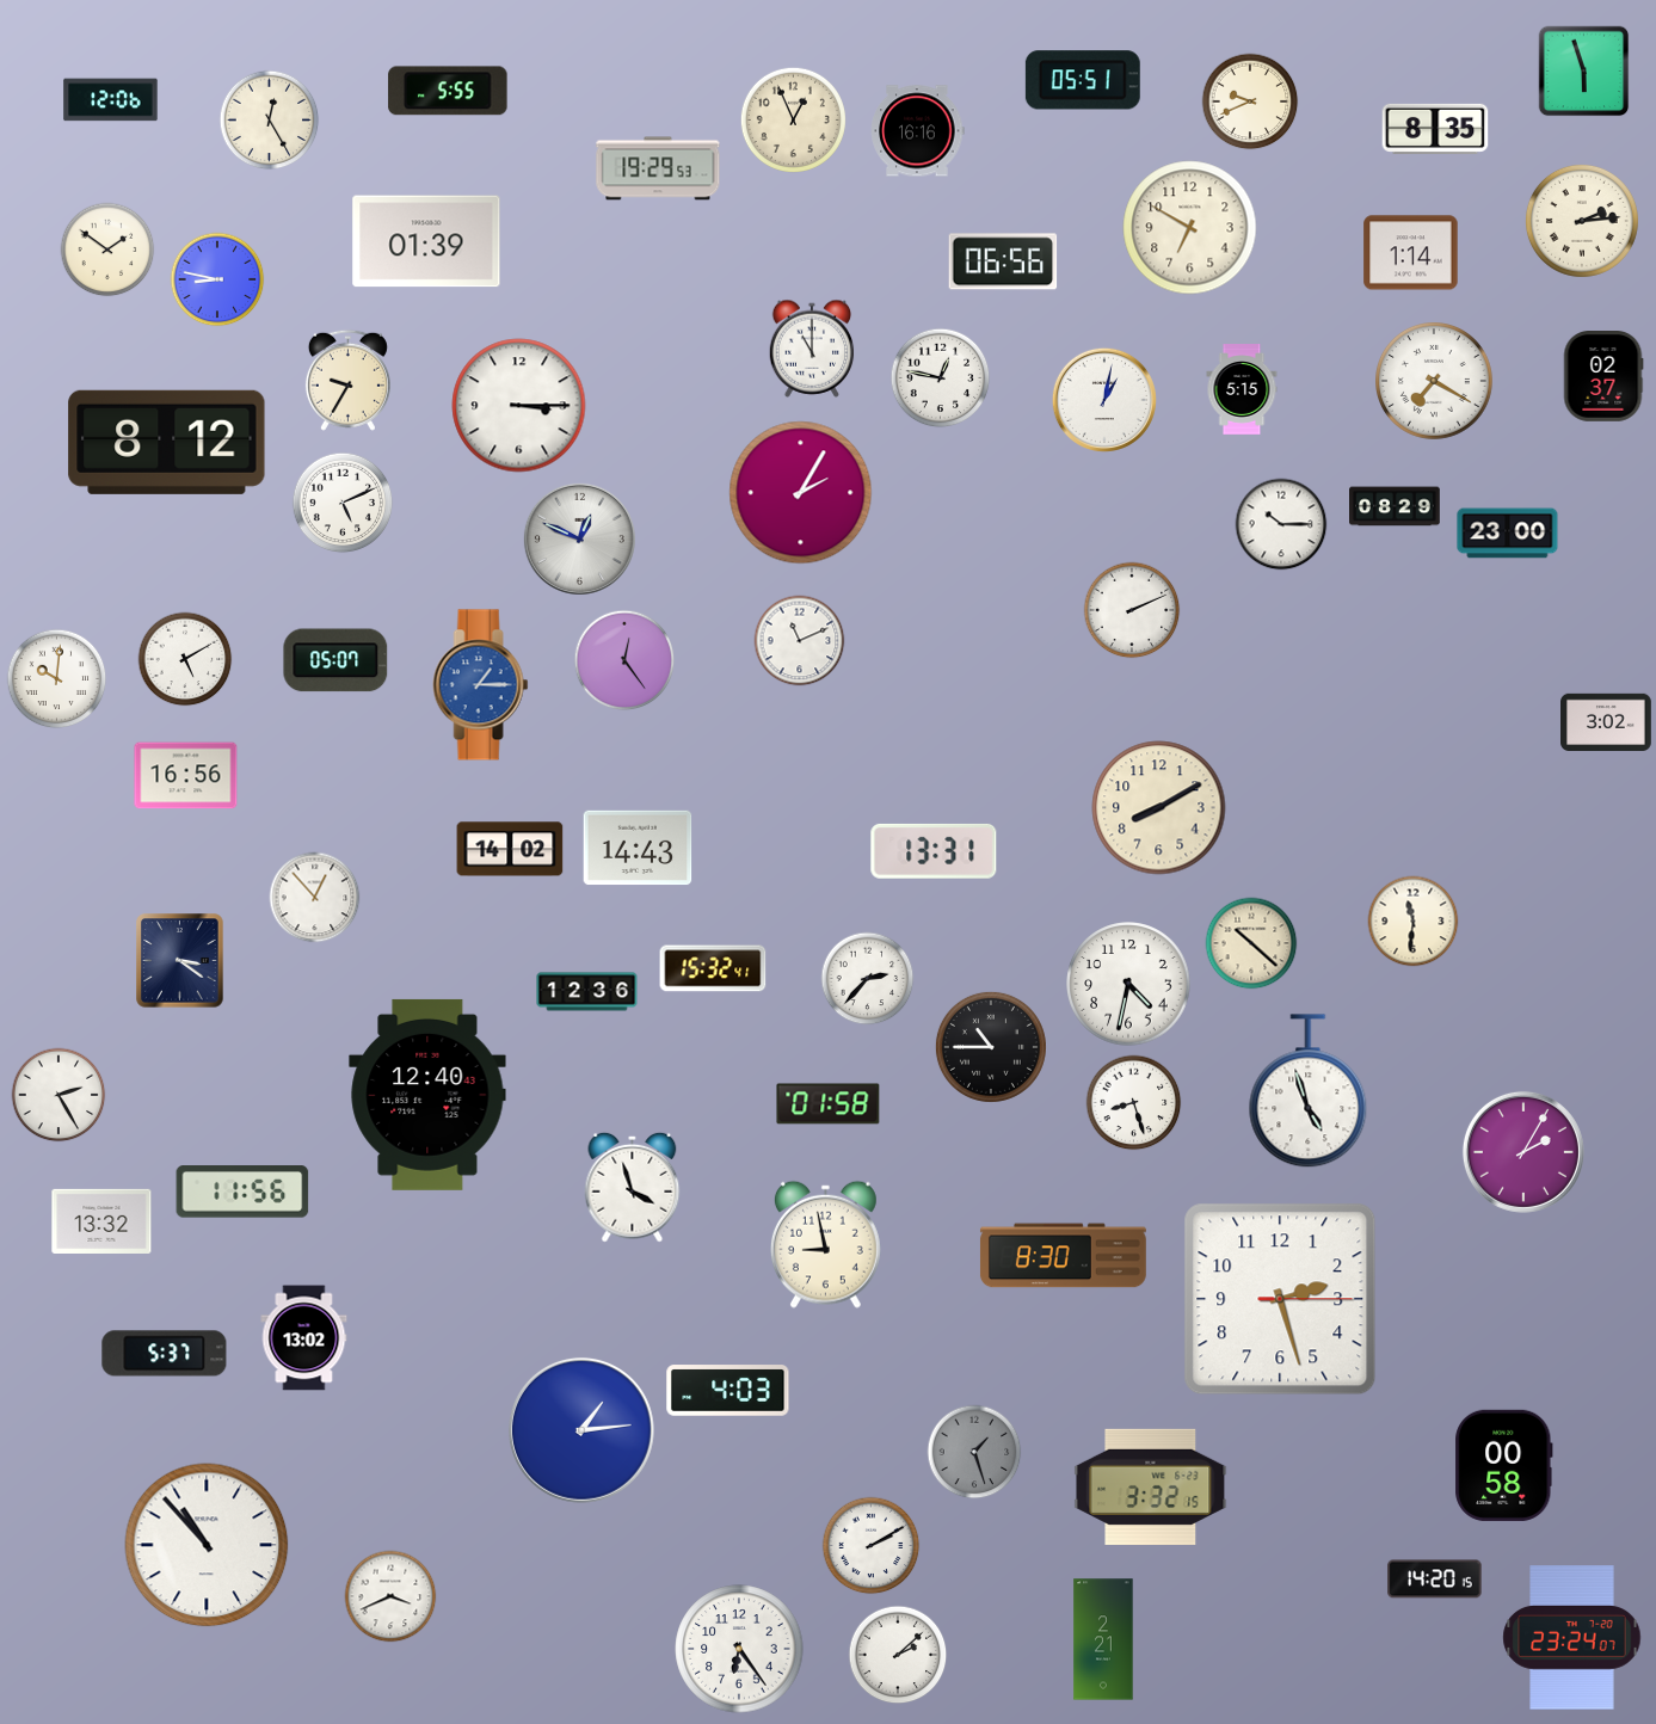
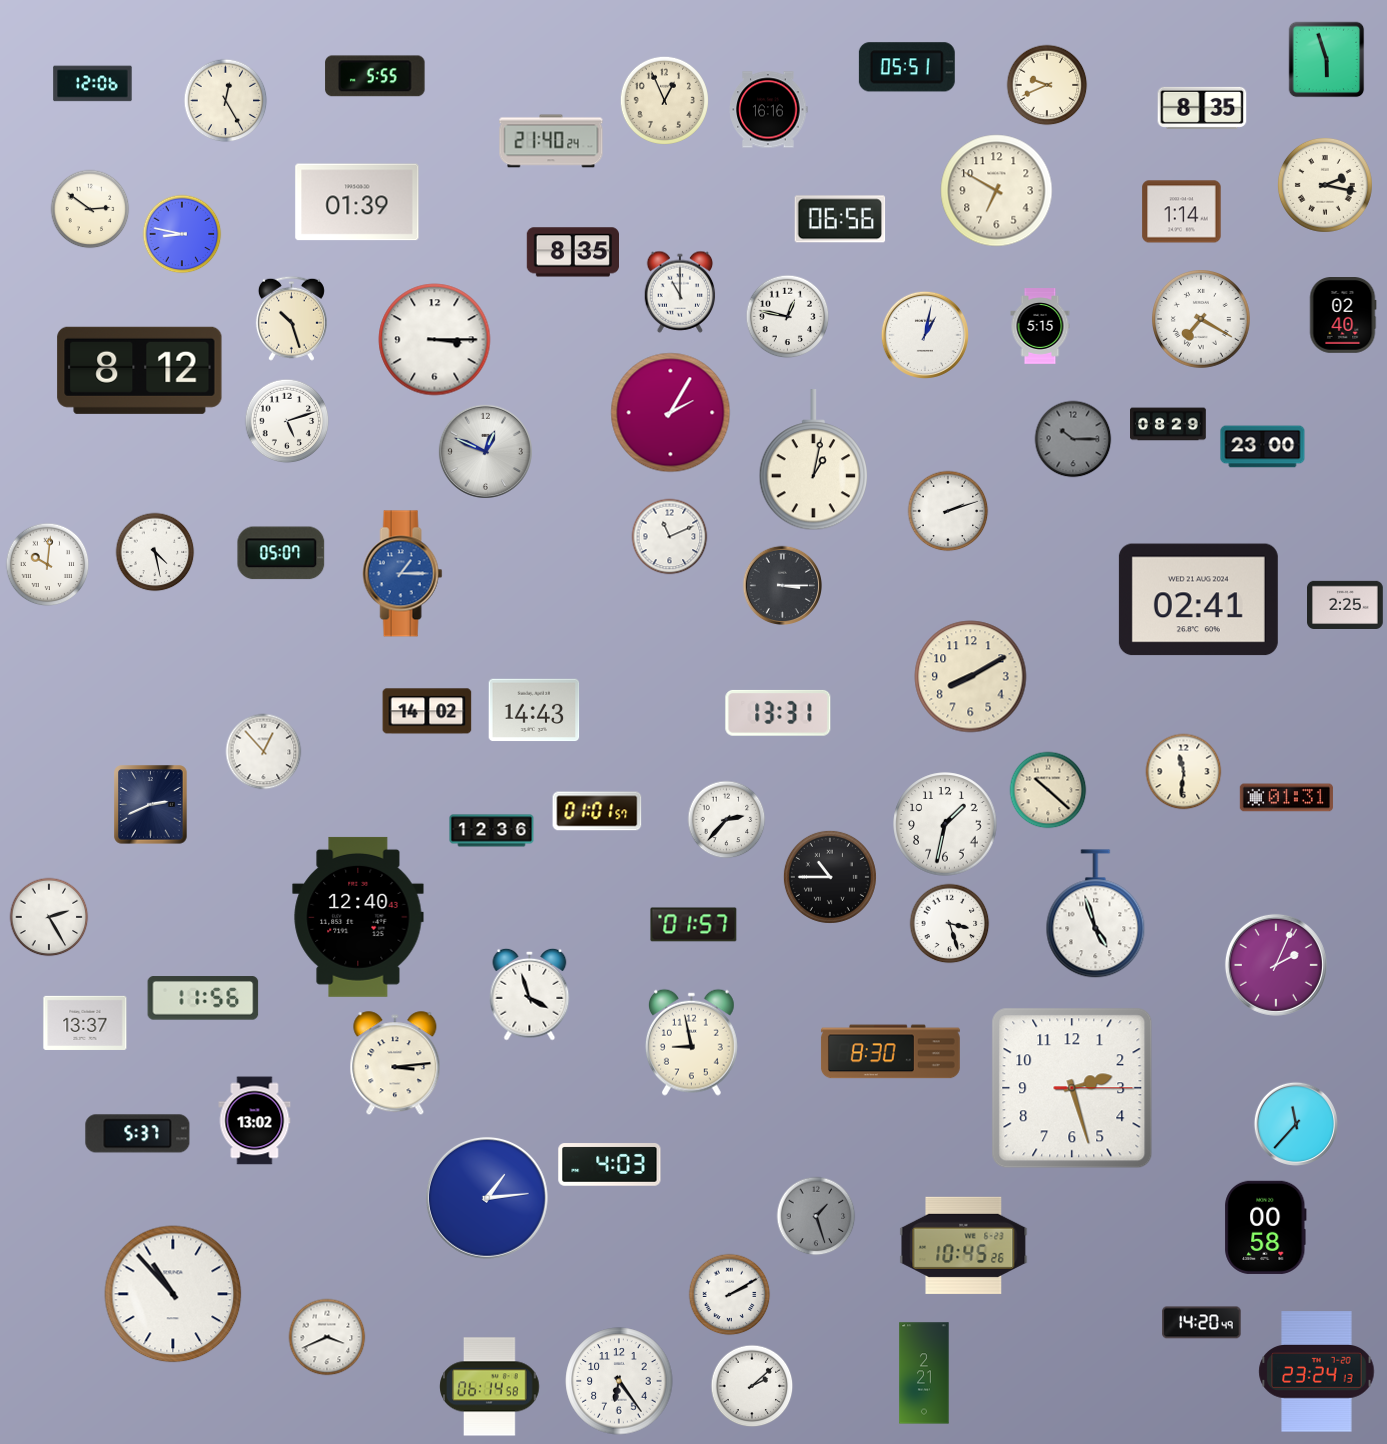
clock at (658, 168): 19:29 -> 21:40
clock at (1582, 221): 2:14 -> 2:17
clock at (107, 250): 1:51 -> 2:51
clock at (572, 252): none -> 8:35
clock at (1603, 377): 02:37 -> 02:40
clock at (347, 380): 9:35 -> 10:27
clock at (343, 503): 5:11 -> 5:12
clock at (1281, 524) dial: white -> grey
clock at (813, 460): none -> 1:02
clock at (1132, 610): 2:11 -> 2:12
clock at (185, 659): 5:10 -> 4:28
clock at (624, 660): 12:24 -> none
clock at (57, 679) position: (57, 679) -> (48, 565)
clock at (782, 585): none -> 3:15
clock at (1198, 600): none -> 02:41
clock at (1606, 721): 3:02 -> 2:25
clock at (186, 776): 16:56 -> none
clock at (934, 851) position: (934, 851) -> (778, 713)
clock at (1286, 798): none -> 01:31
clock at (180, 961): 3:21 -> 2:41
clock at (713, 968): 15:32 -> 01:01
clock at (1128, 984): 4:32 -> 1:32
clock at (1134, 1103): 8:27 -> 3:27
clock at (829, 1104): 01:58 -> 01:57
clock at (1523, 1152): 2:05 -> 2:04
clock at (101, 1221): 13:32 -> 13:37
clock at (395, 1064): none -> 3:14
clock at (1296, 1124): none -> 11:37
clock at (1504, 1465) position: (1504, 1465) -> (1266, 1227)
clock at (1151, 1486): 3:32 -> 10:45
clock at (1435, 1580): 14:20:15 -> 14:20:49
clock at (1572, 1638): 23:24:07 -> 23:24:13
clock at (490, 1387): none -> 06:14
